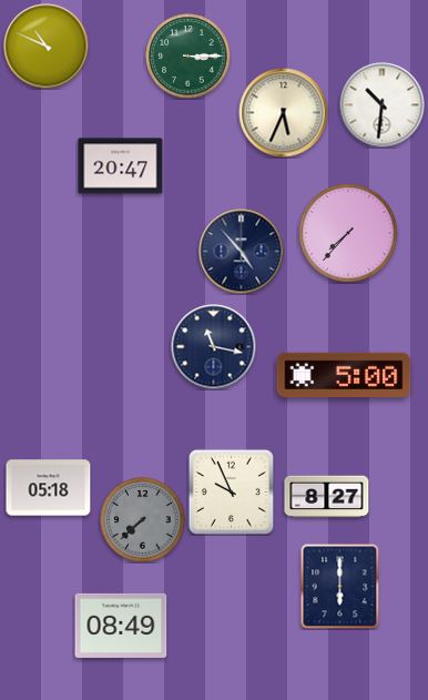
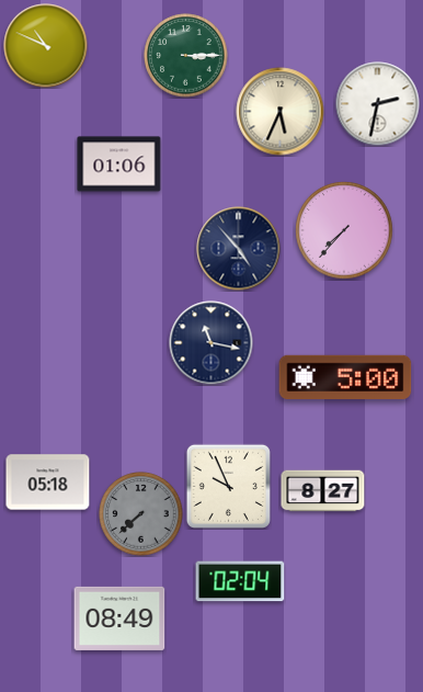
clock at (383, 105): 10:31 -> 2:32
clock at (121, 166): 20:47 -> 01:06
clock at (344, 374) position: (344, 374) -> (345, 376)
clock at (340, 586): 6:00 -> none
clock at (240, 581): none -> 02:04
